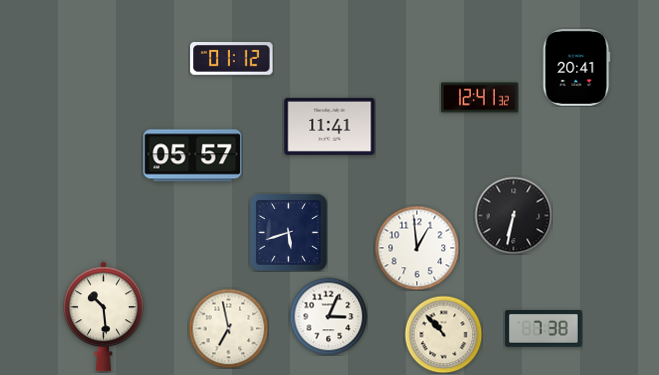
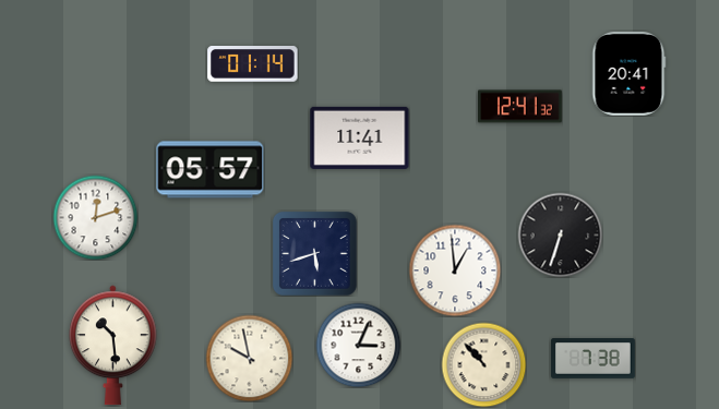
clock at (232, 59): 01:12 -> 01:14
clock at (480, 98) position: (480, 98) -> (520, 107)
clock at (95, 217): none -> 12:12
clock at (513, 215): 6:32 -> 6:33
clock at (228, 328): 6:58 -> 9:58
